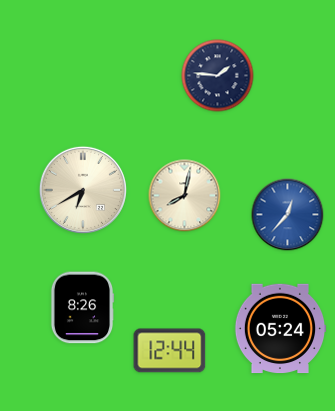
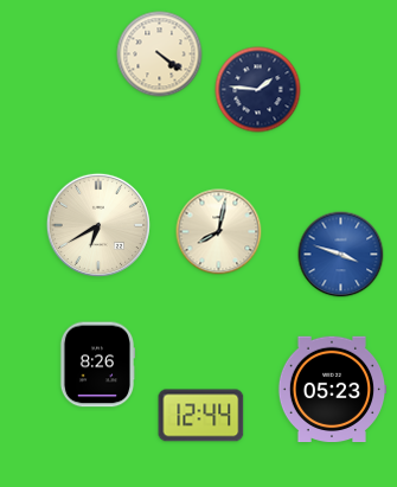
clock at (160, 55): none -> 4:21
clock at (288, 215): 12:37 -> 3:48
clock at (280, 329): 05:24 -> 05:23
